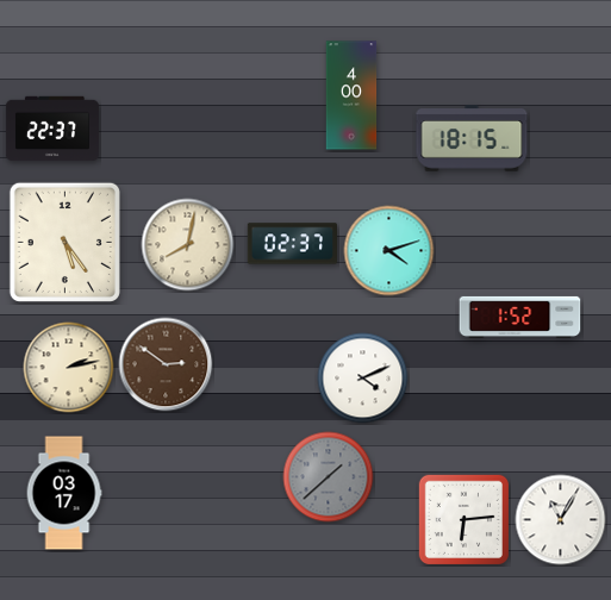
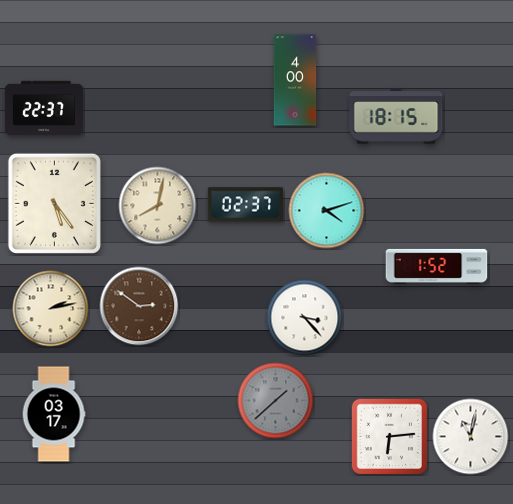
clock at (69, 368) position: (69, 368) -> (51, 309)
clock at (363, 379): 4:11 -> 3:23
clock at (561, 520): 11:05 -> 11:02
